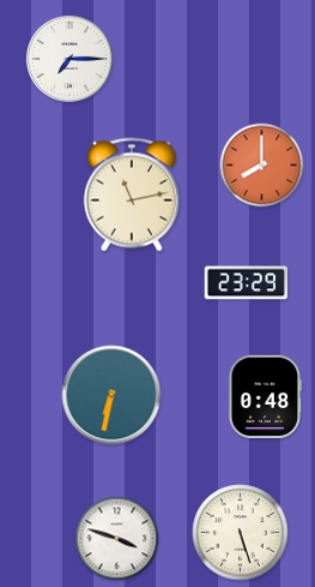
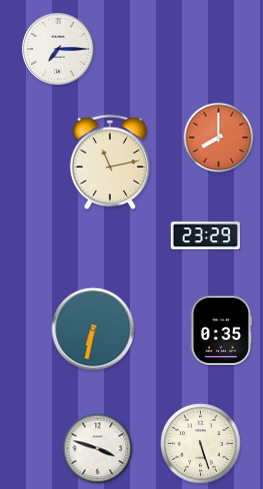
clock at (266, 396): 0:48 -> 0:35
